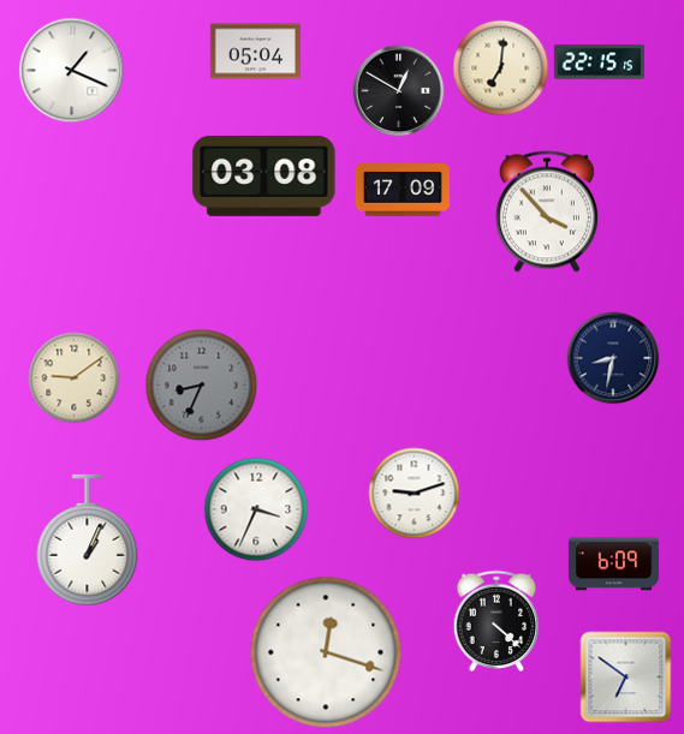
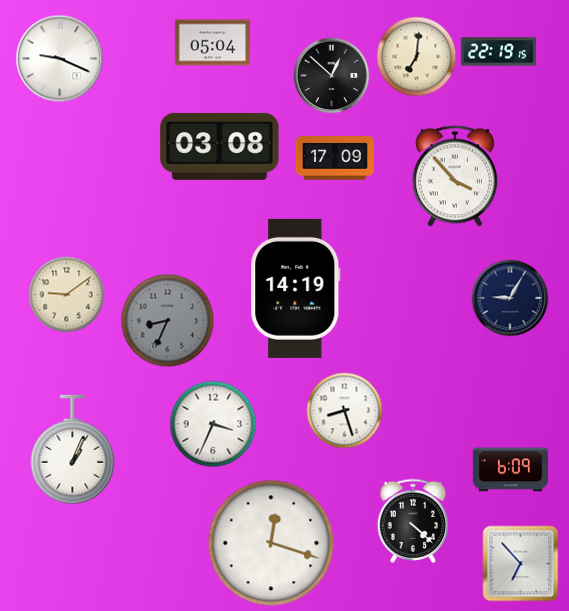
clock at (599, 62): 22:15 -> 22:19
clock at (72, 71): 1:19 -> 9:19
clock at (399, 91): 12:50 -> 12:52
clock at (296, 288): none -> 14:19
clock at (613, 358): 8:32 -> 9:05
clock at (75, 378) position: (75, 378) -> (67, 295)
clock at (415, 494): 9:12 -> 8:27
clock at (496, 620) position: (496, 620) -> (413, 520)
clock at (626, 678): 6:51 -> 6:53
